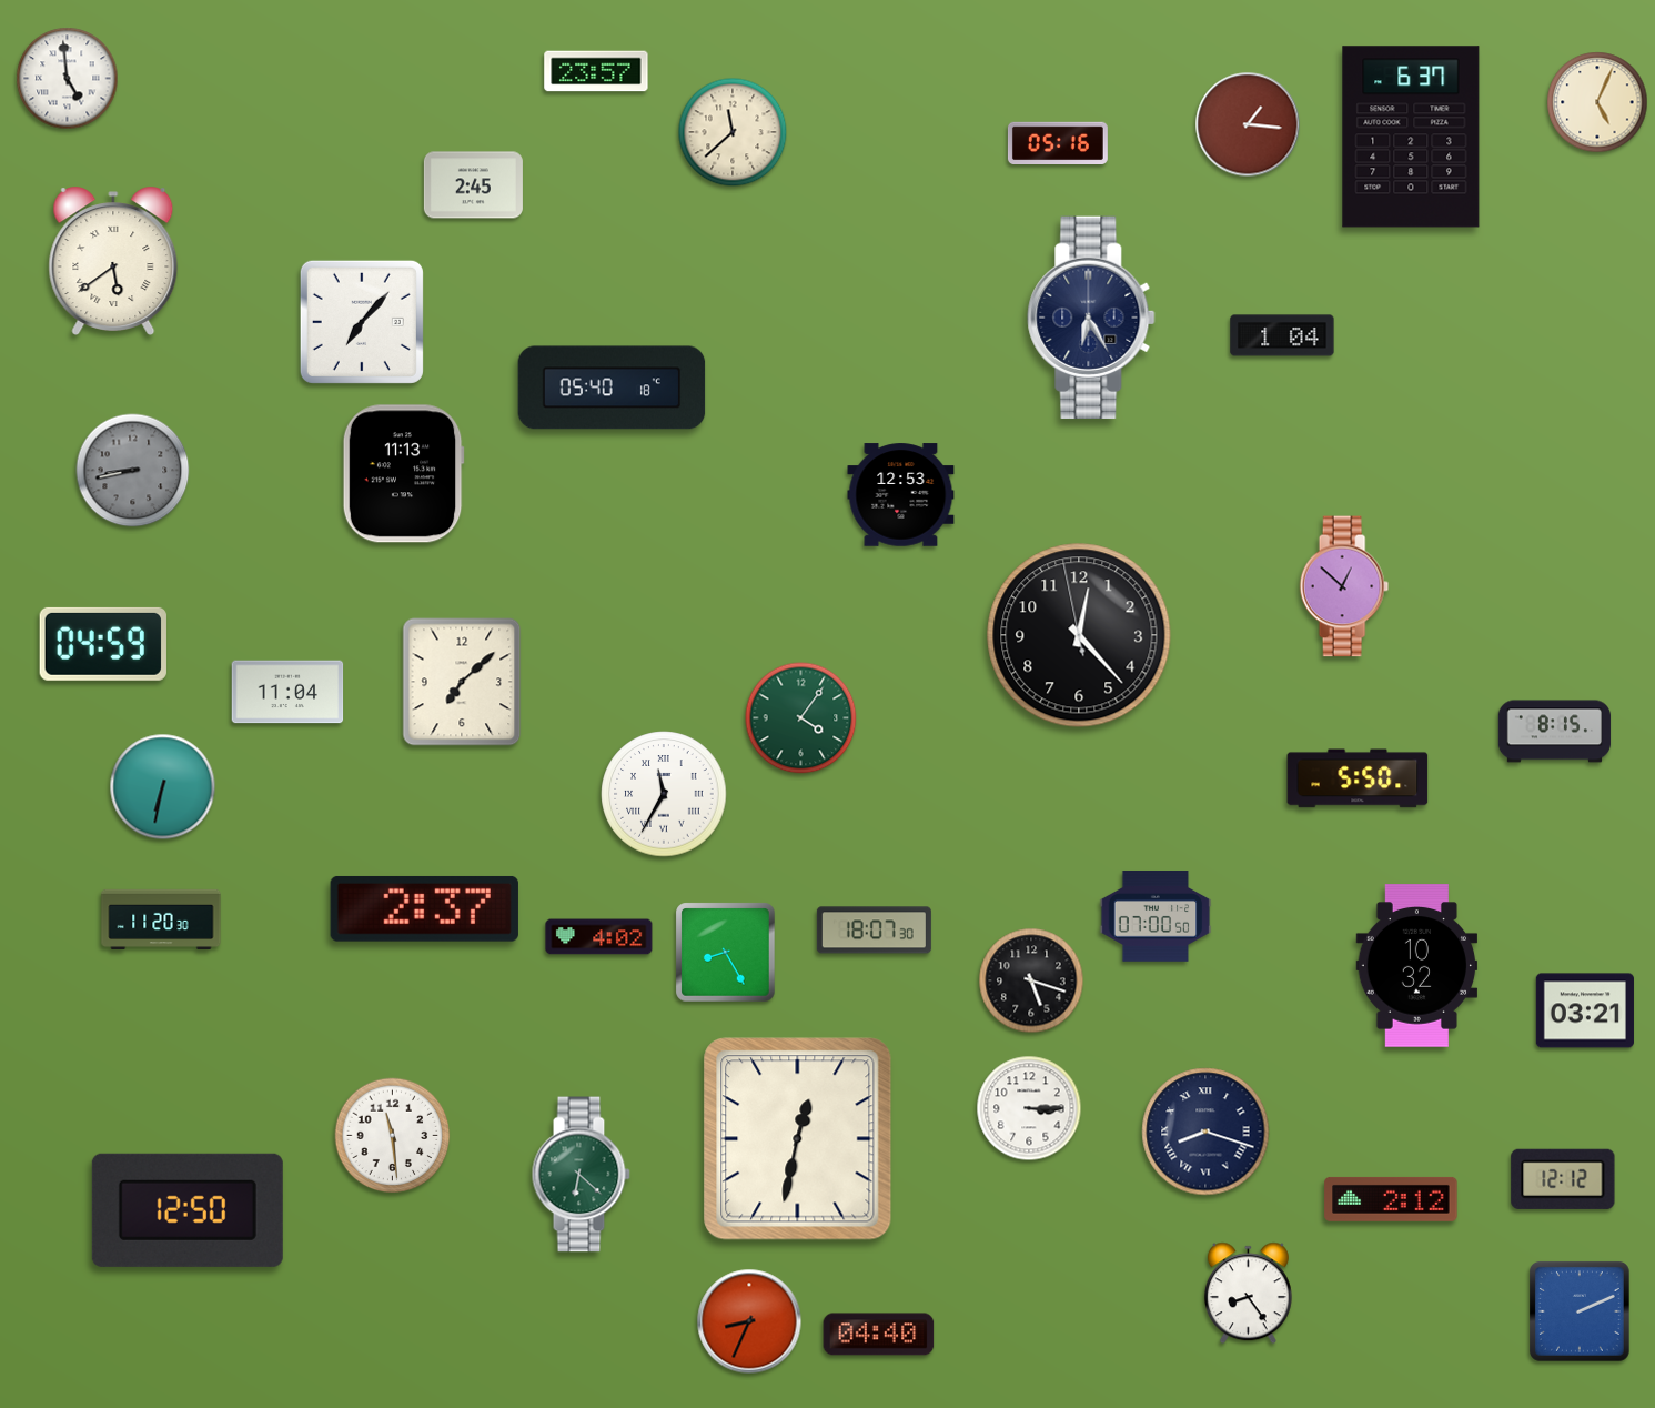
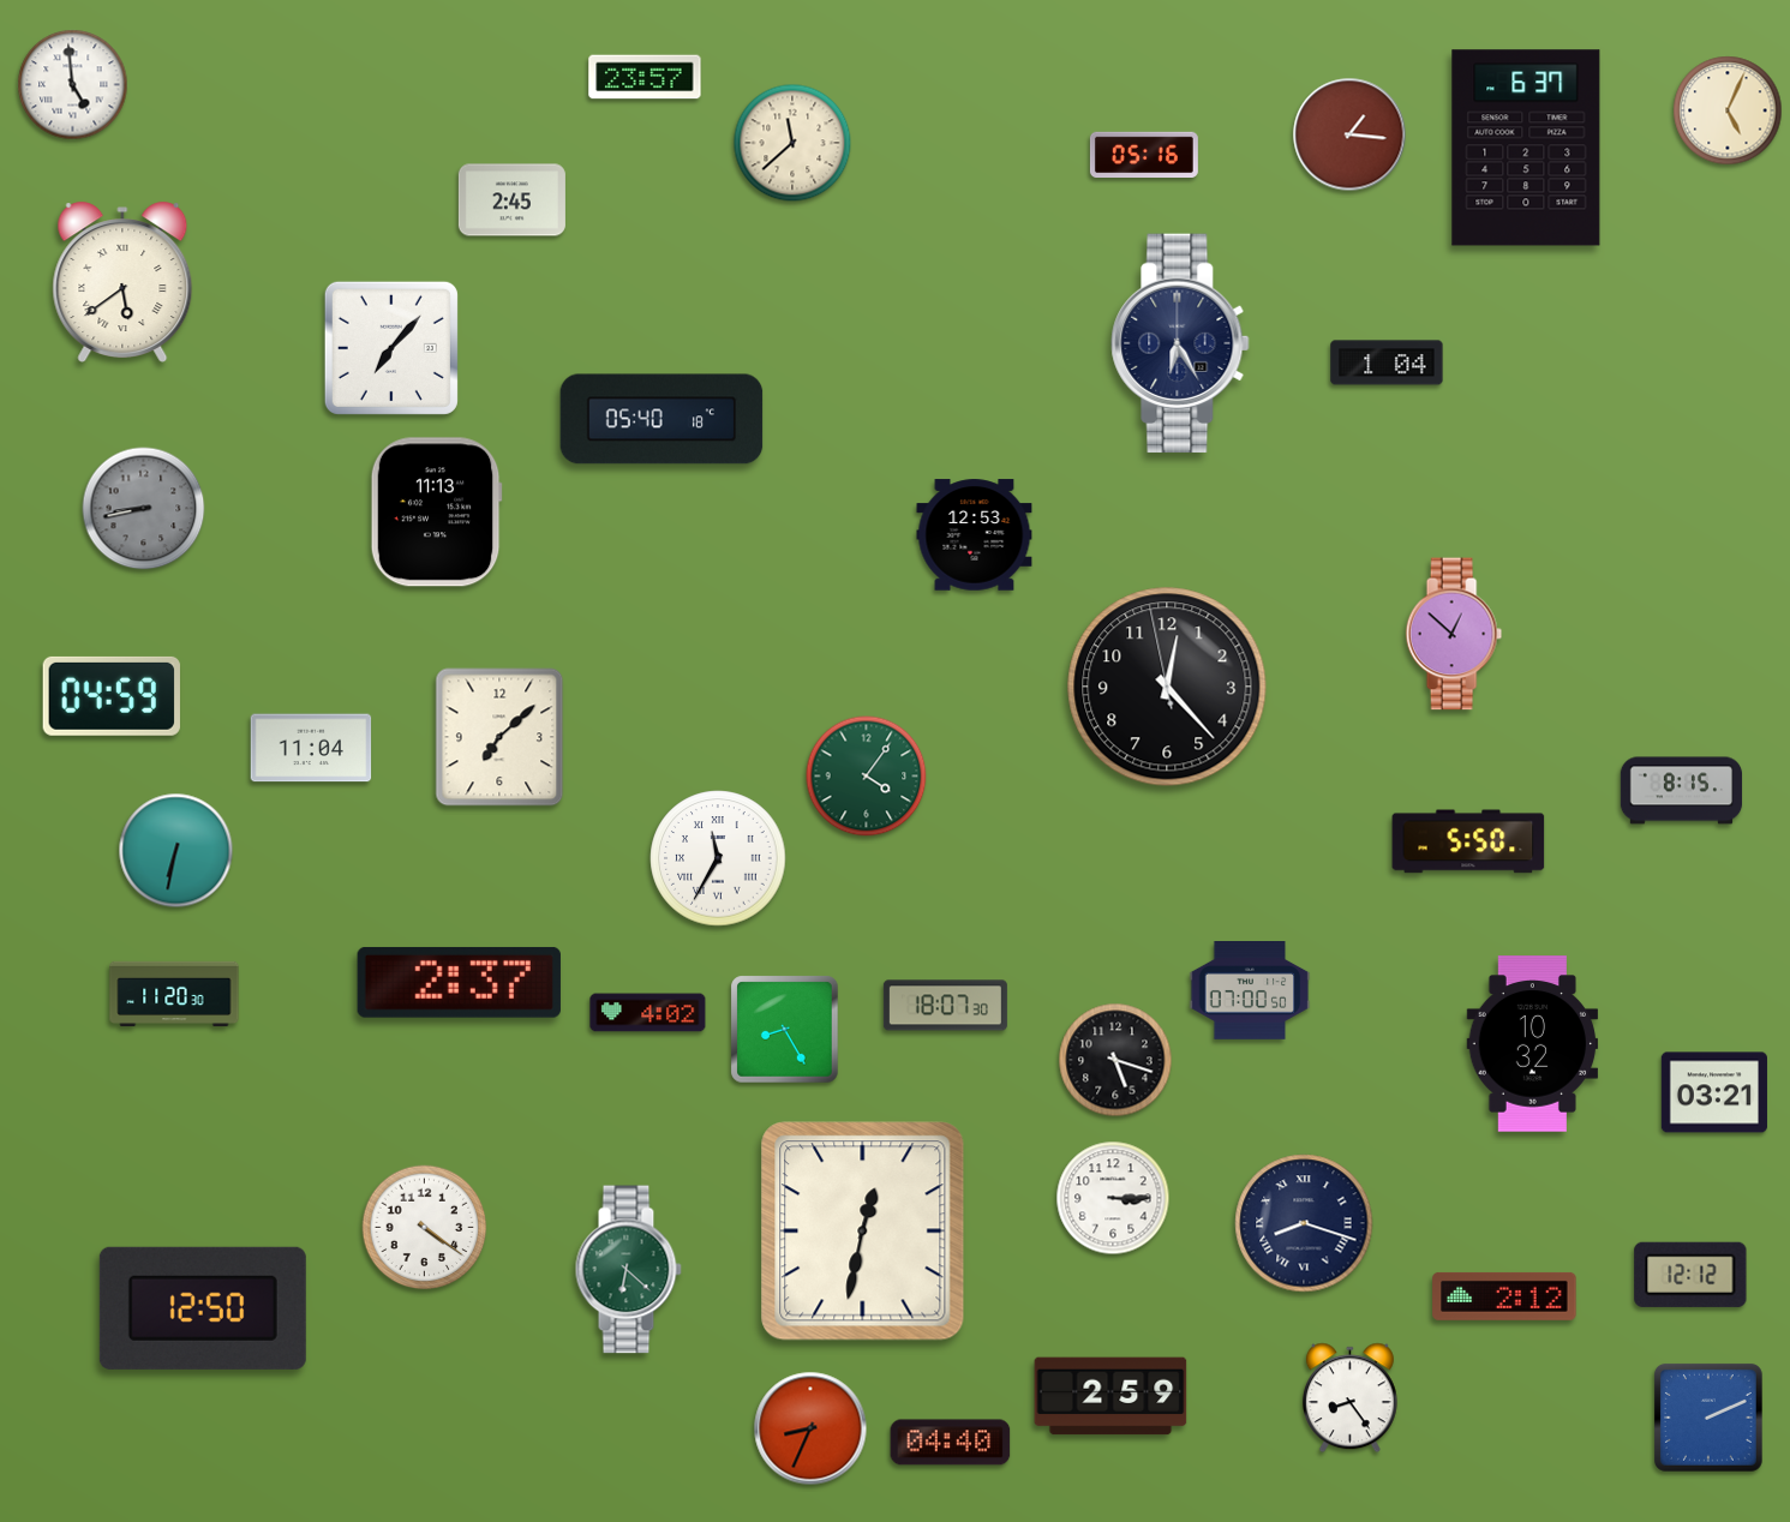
clock at (393, 1136): 11:29 -> 4:21
clock at (1110, 1396): none -> 2:59
